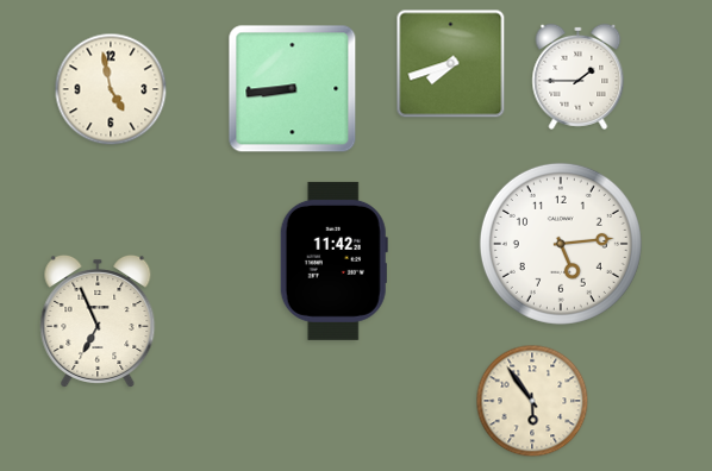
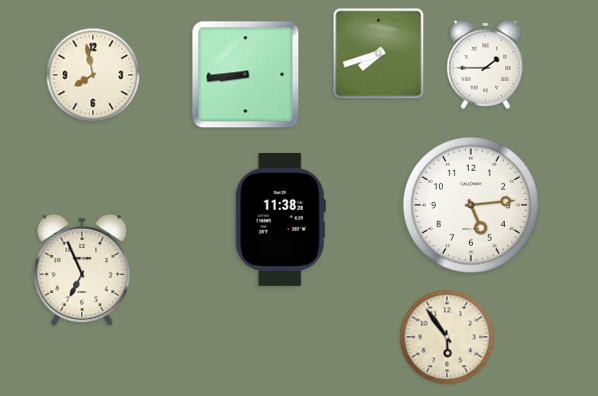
clock at (111, 89): 4:58 -> 7:58
clock at (333, 260): 11:42 -> 11:38
